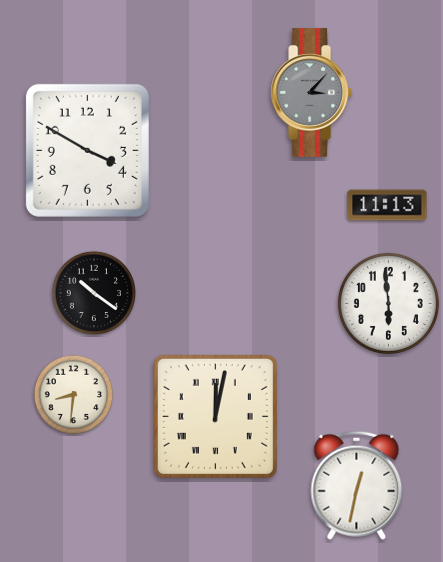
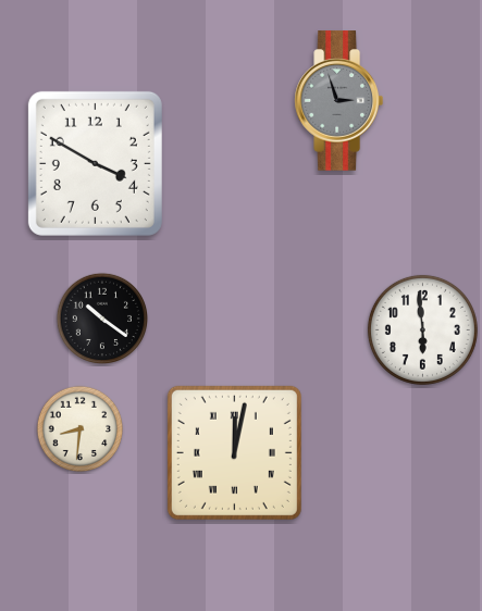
clock at (312, 93): 3:07 -> 2:57
clock at (387, 205): 11:13 -> none
clock at (357, 485): 12:32 -> none
